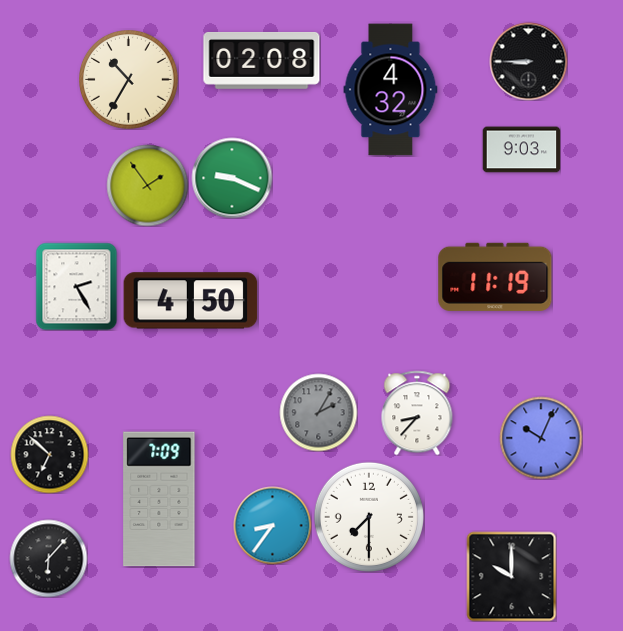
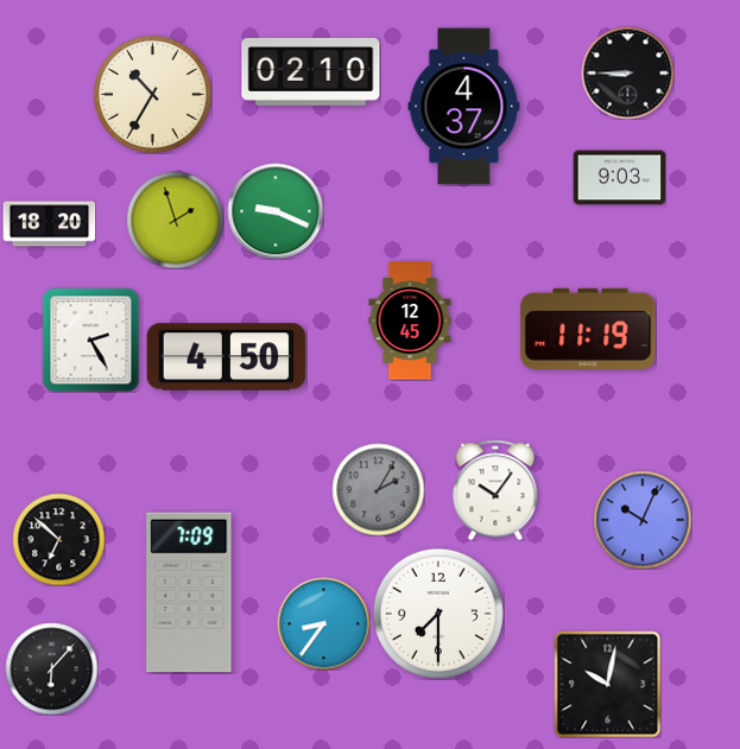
clock at (262, 60): 02:08 -> 02:10
clock at (391, 90): 4:32 -> 4:37
clock at (147, 185): 1:54 -> 1:57
clock at (49, 224): none -> 18:20
clock at (410, 320): none -> 12:45
clock at (417, 413): 8:37 -> 10:06
clock at (48, 558) position: (48, 558) -> (51, 668)
clock at (511, 576): 10:00 -> 10:02
